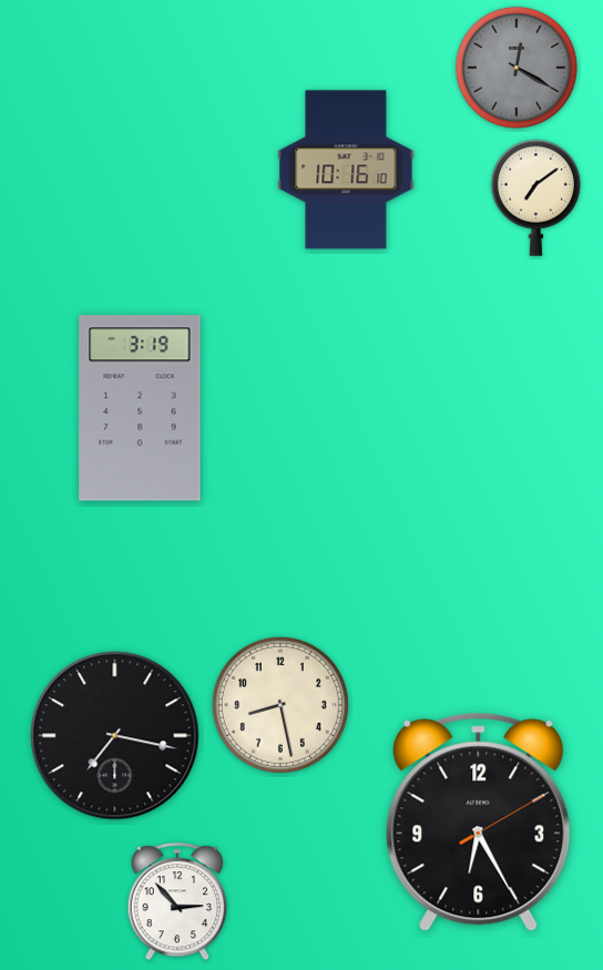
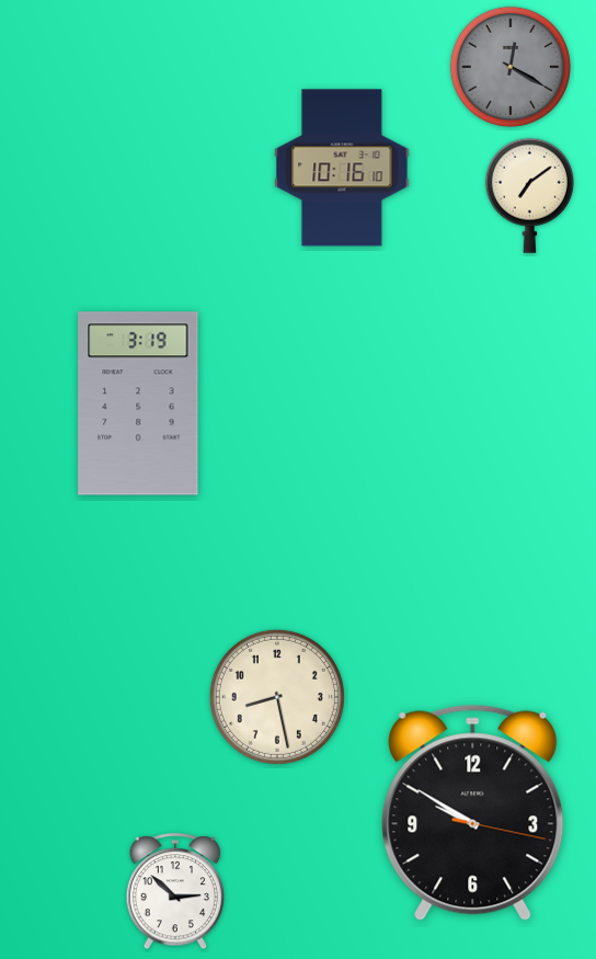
clock at (115, 736): 7:17 -> none
clock at (479, 823): 6:25 -> 9:50
clock at (177, 902): 2:53 -> 2:52
